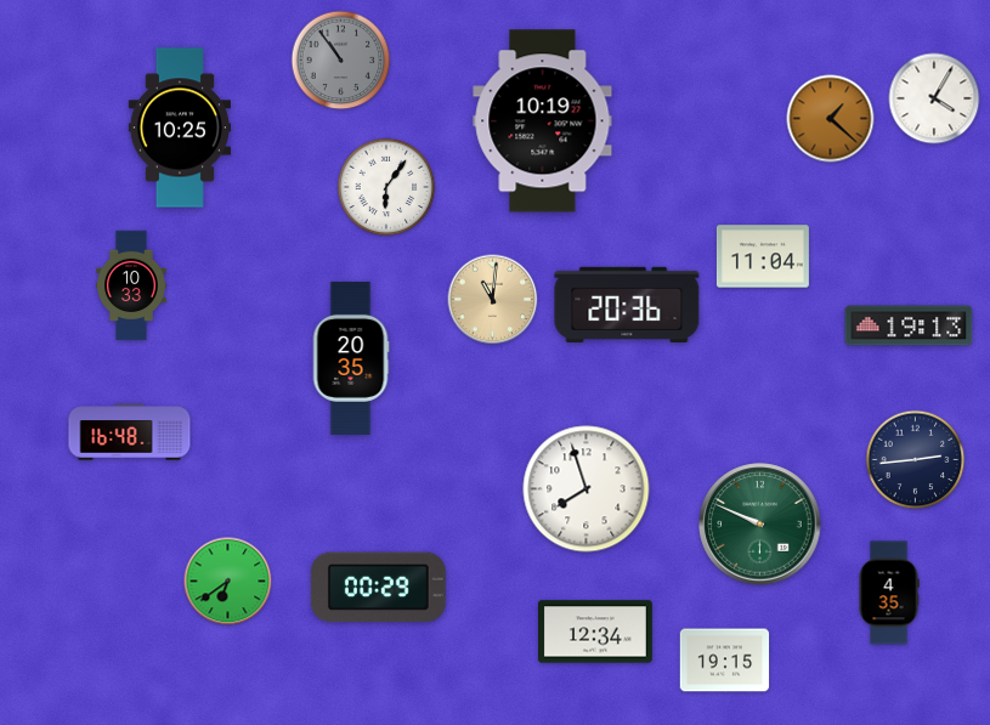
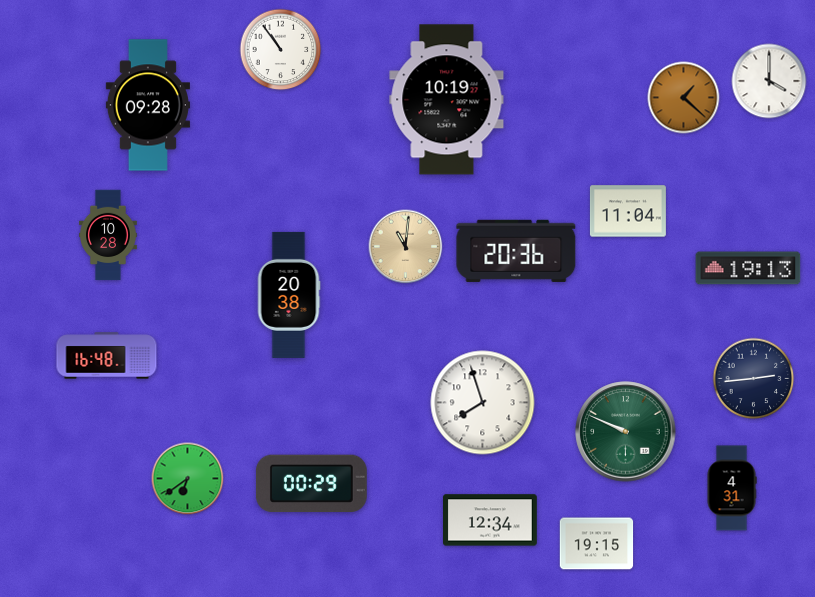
clock at (341, 61) dial: grey -> white
clock at (934, 98): 4:05 -> 4:00
clock at (180, 128): 10:25 -> 09:28
clock at (386, 187): 6:06 -> none
clock at (132, 285): 10:33 -> 10:28
clock at (351, 358): 20:35 -> 20:38
clock at (889, 593): 4:35 -> 4:31
